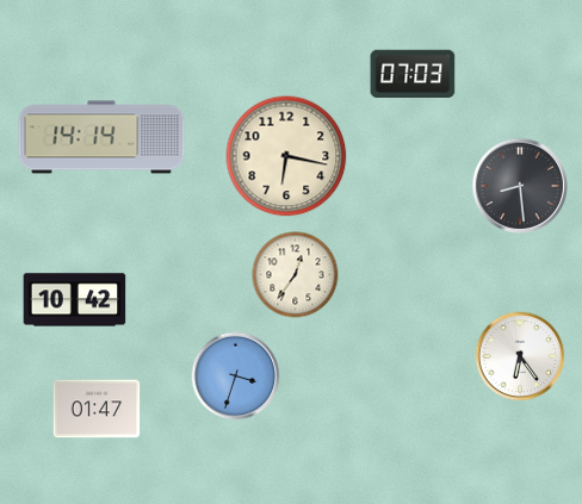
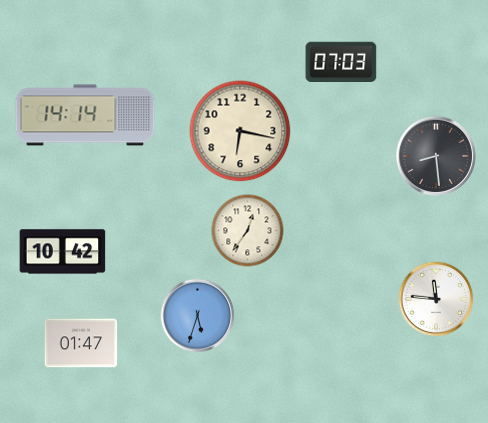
clock at (413, 73) position: (413, 73) -> (341, 61)
clock at (520, 356): 6:24 -> 11:46
clock at (236, 377): 3:33 -> 5:33
